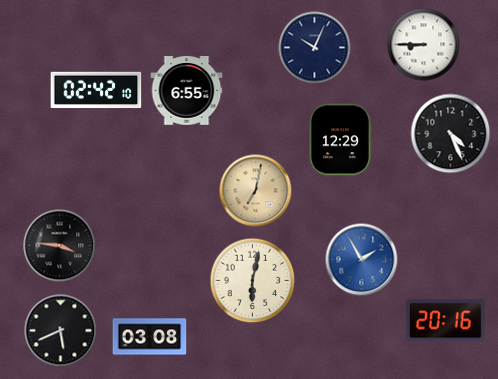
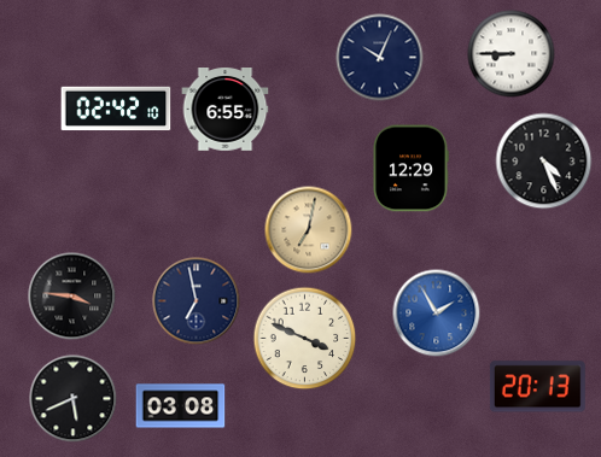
clock at (197, 301): none -> 6:58
clock at (253, 281): 6:02 -> 3:49
clock at (445, 321): 20:16 -> 20:13
